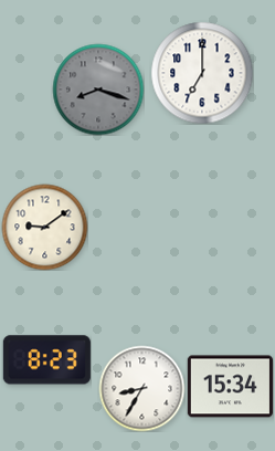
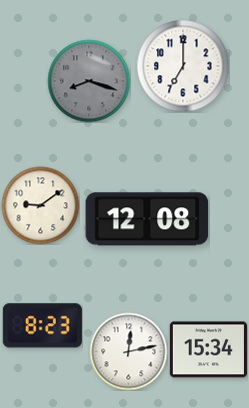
clock at (147, 219): none -> 12:08
clock at (141, 388): 8:35 -> 12:13
